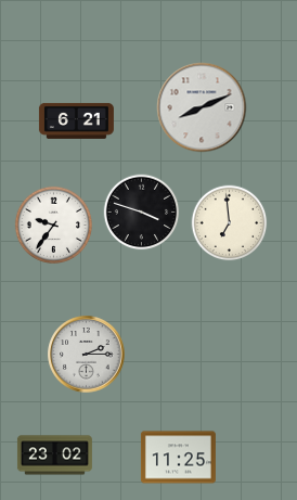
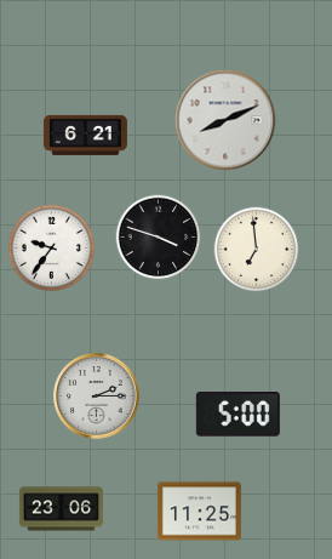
clock at (53, 225) position: (53, 225) -> (51, 247)
clock at (237, 415): none -> 5:00
clock at (54, 456): 23:02 -> 23:06
